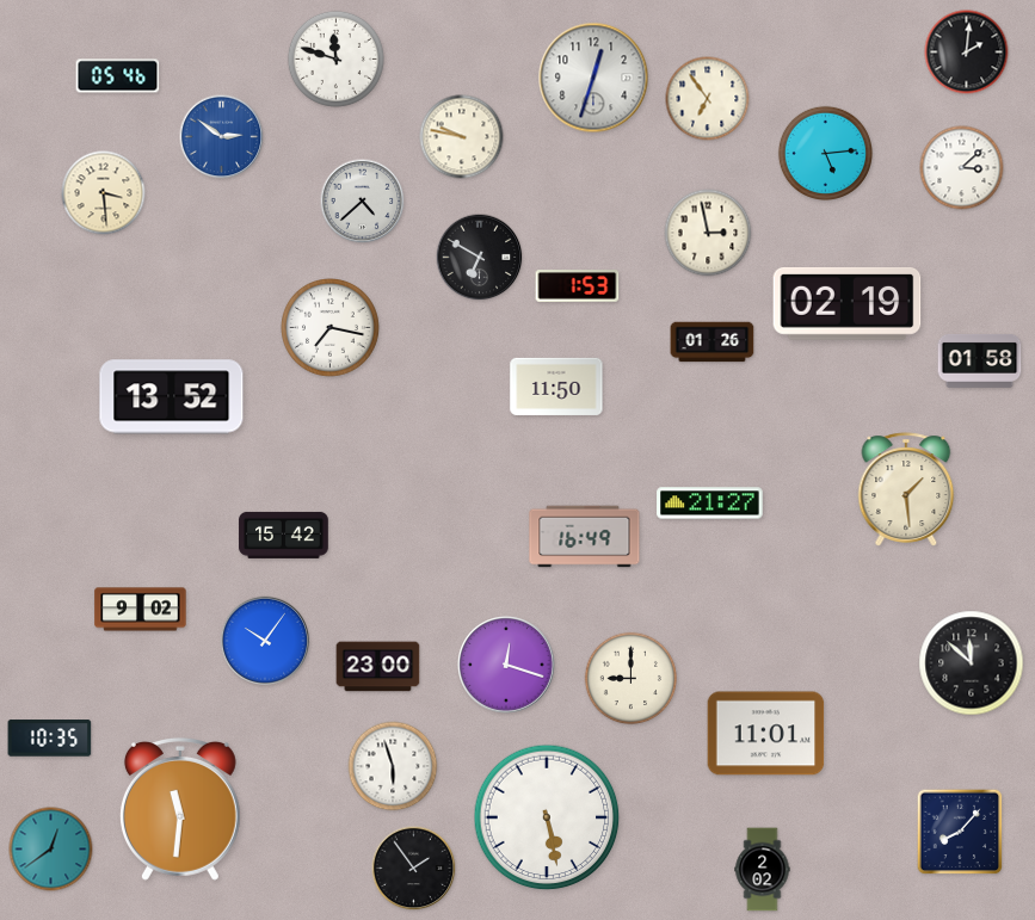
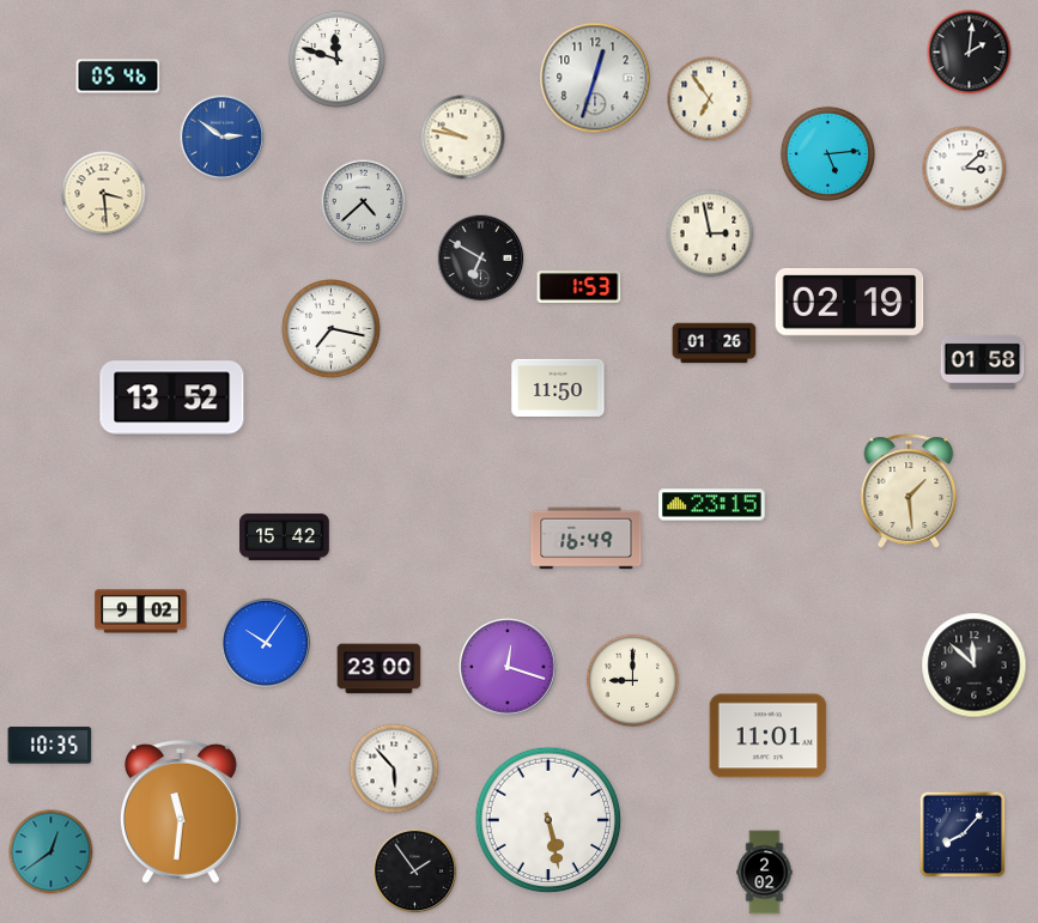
clock at (710, 504): 21:27 -> 23:15
clock at (50, 739) position: (50, 739) -> (50, 746)
clock at (393, 766): 5:57 -> 5:53
